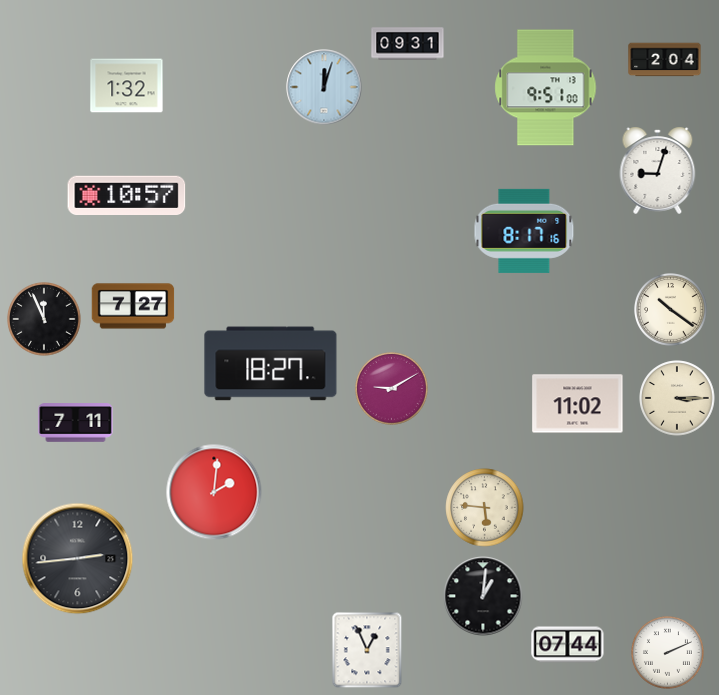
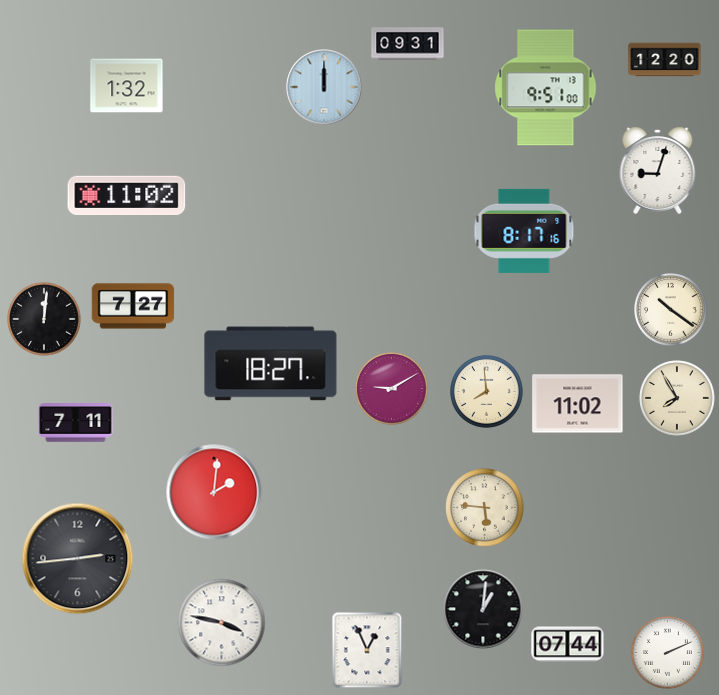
clock at (665, 60): 2:04 -> 12:20
clock at (324, 87): 12:03 -> 12:00
clock at (127, 196): 10:57 -> 11:02
clock at (45, 320): 11:56 -> 12:01
clock at (487, 392): none -> 7:59
clock at (677, 398): 3:15 -> 7:55
clock at (483, 596) position: (483, 596) -> (483, 609)
clock at (222, 623): none -> 3:47
